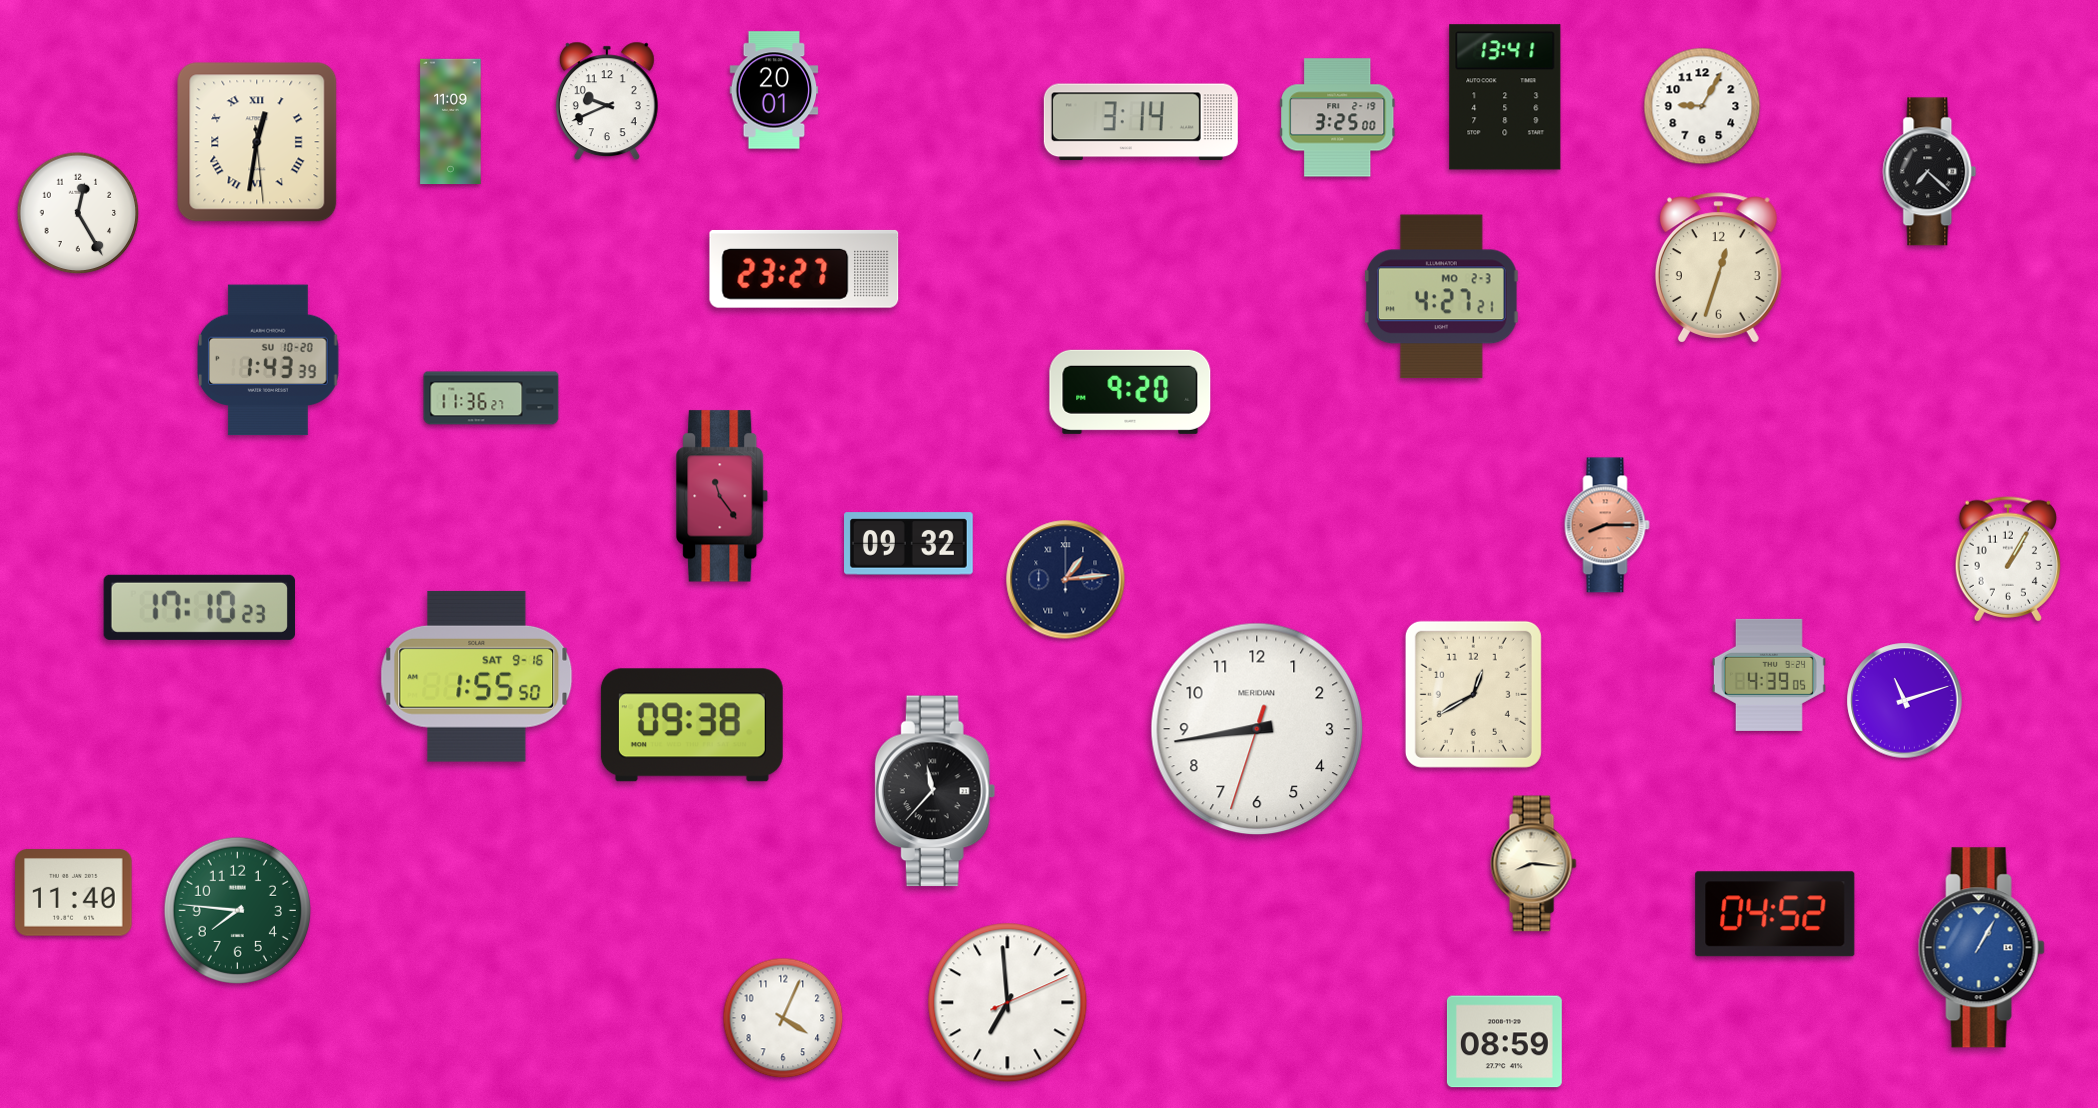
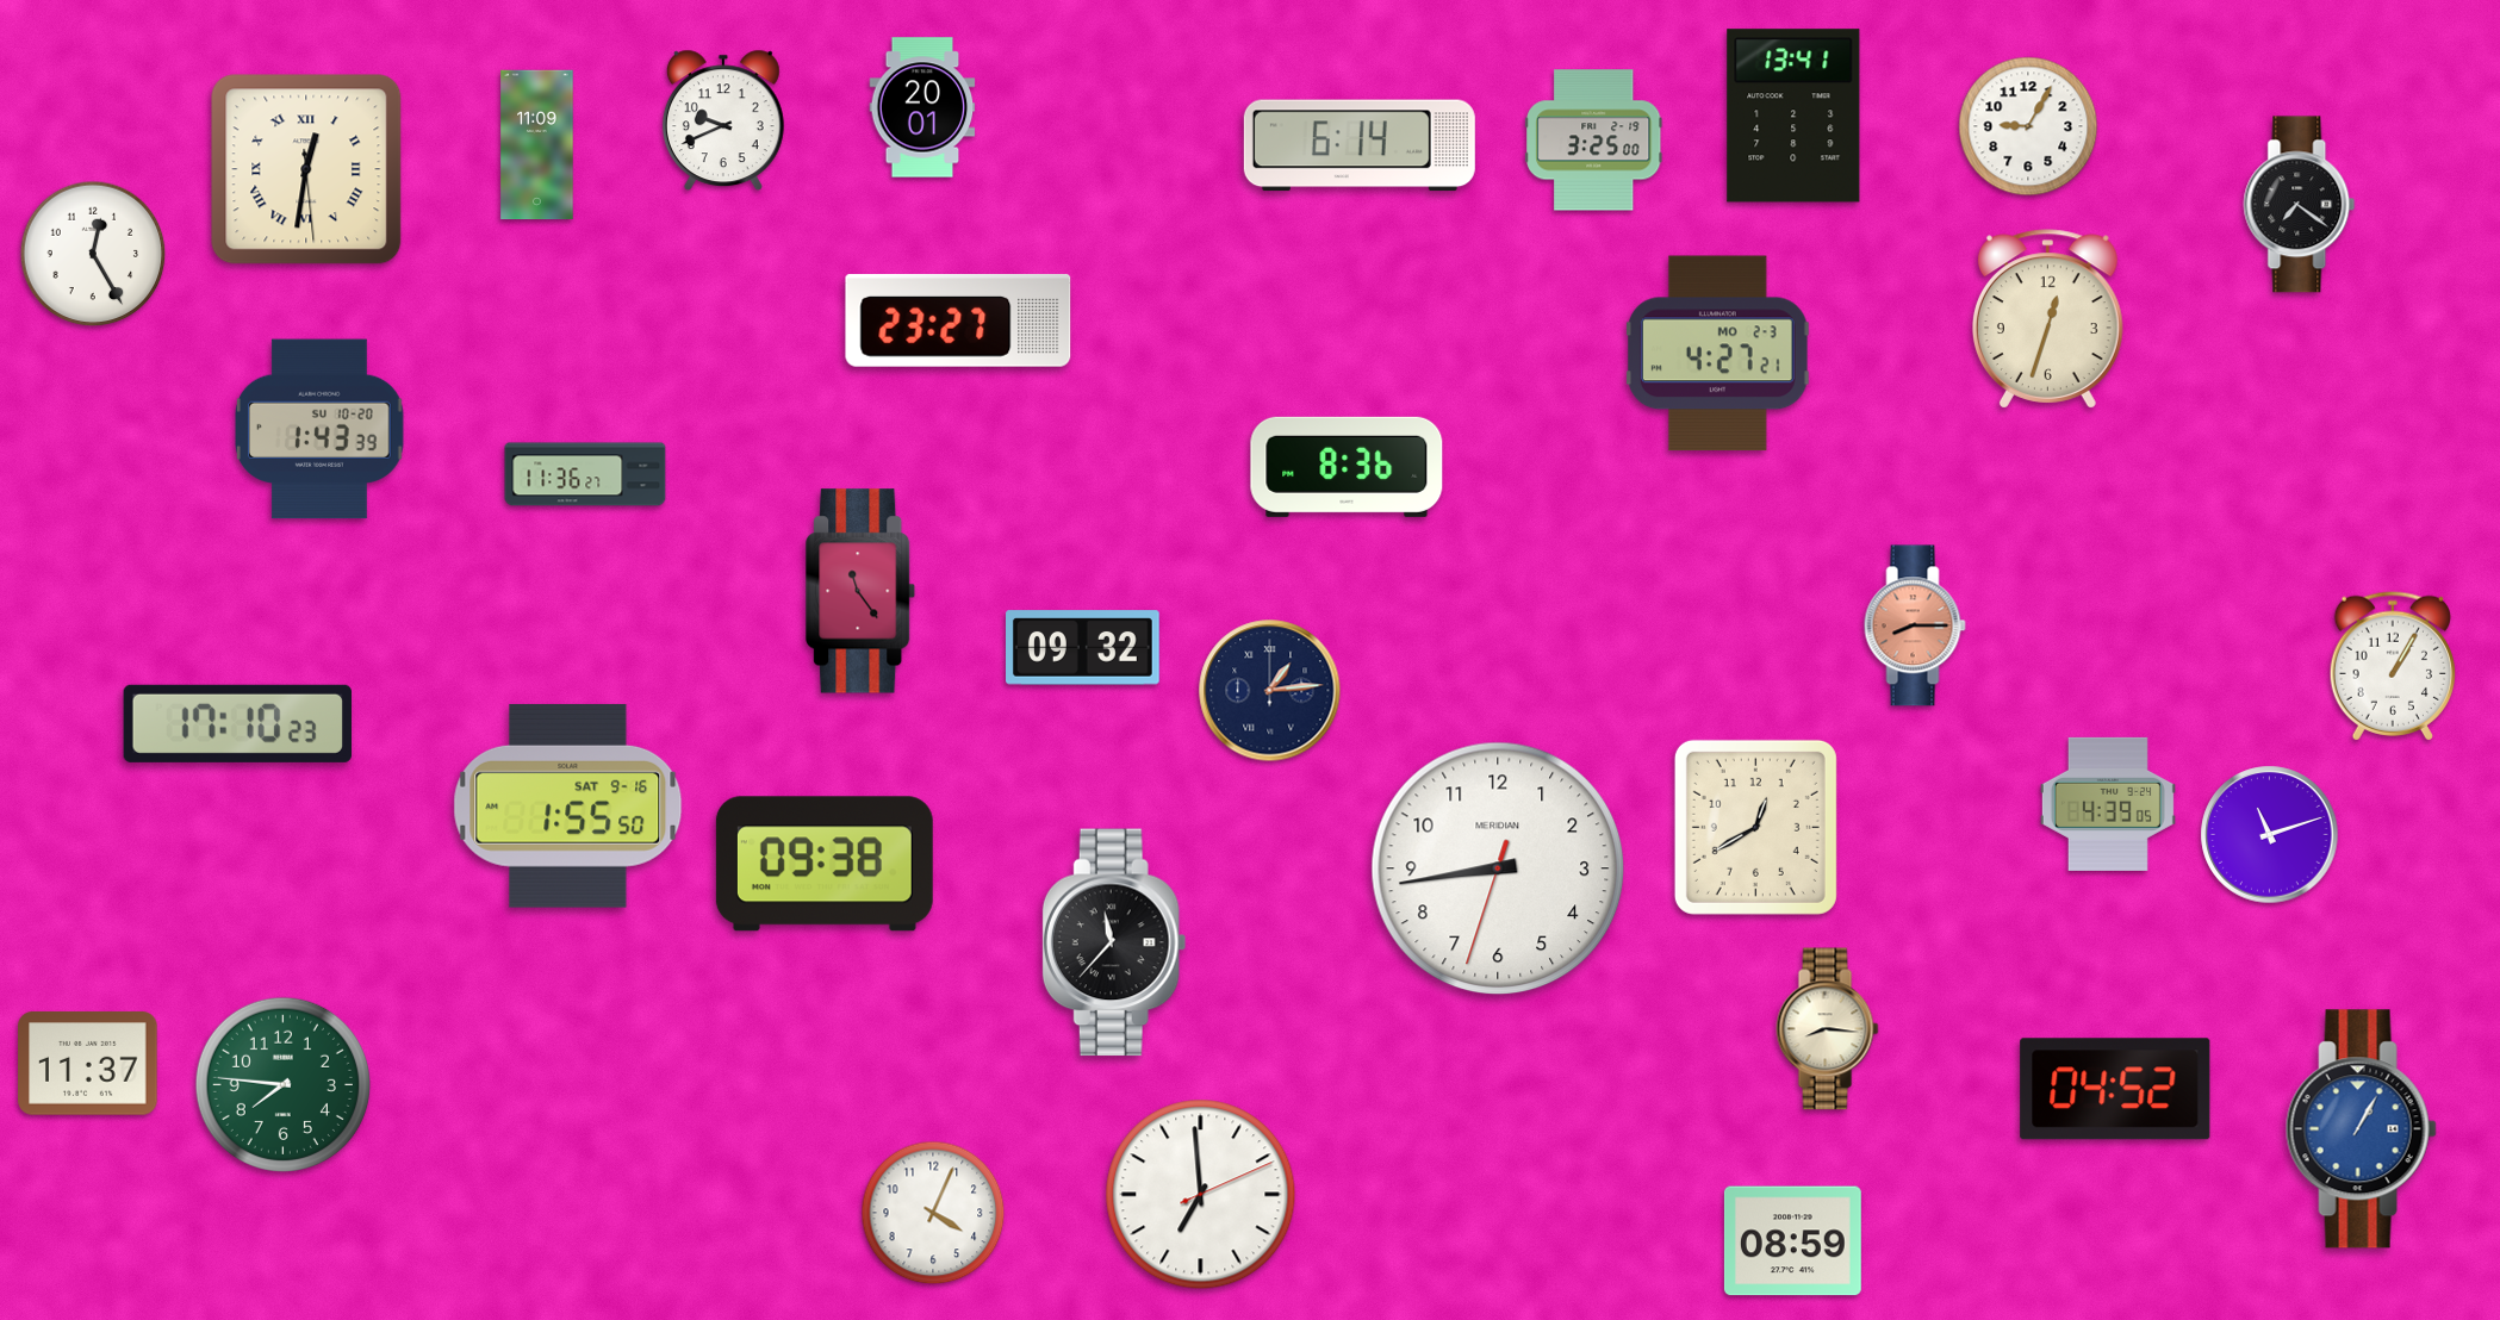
clock at (1141, 122): 3:14 -> 6:14
clock at (1930, 172): 7:22 -> 7:21
clock at (1130, 392): 9:20 -> 8:36
clock at (74, 893): 11:40 -> 11:37
